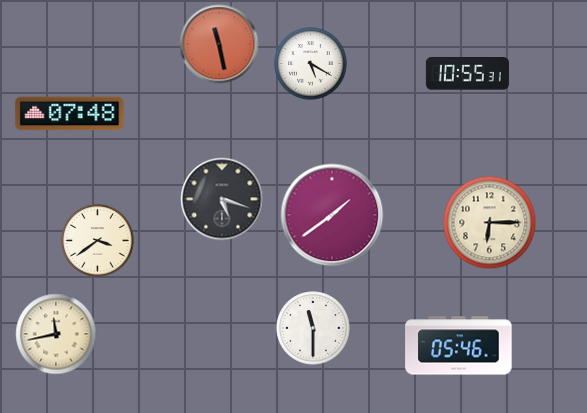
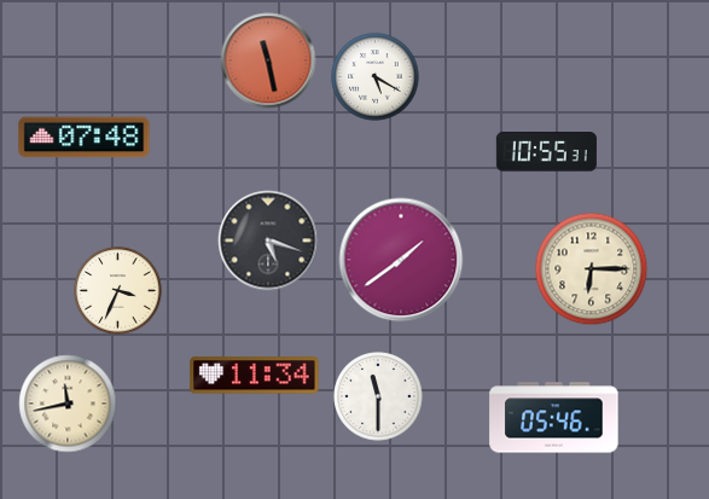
clock at (219, 44) position: (219, 44) -> (268, 60)
clock at (467, 74) position: (467, 74) -> (546, 152)
clock at (98, 241): 3:39 -> 3:34
clock at (255, 376): none -> 11:34
